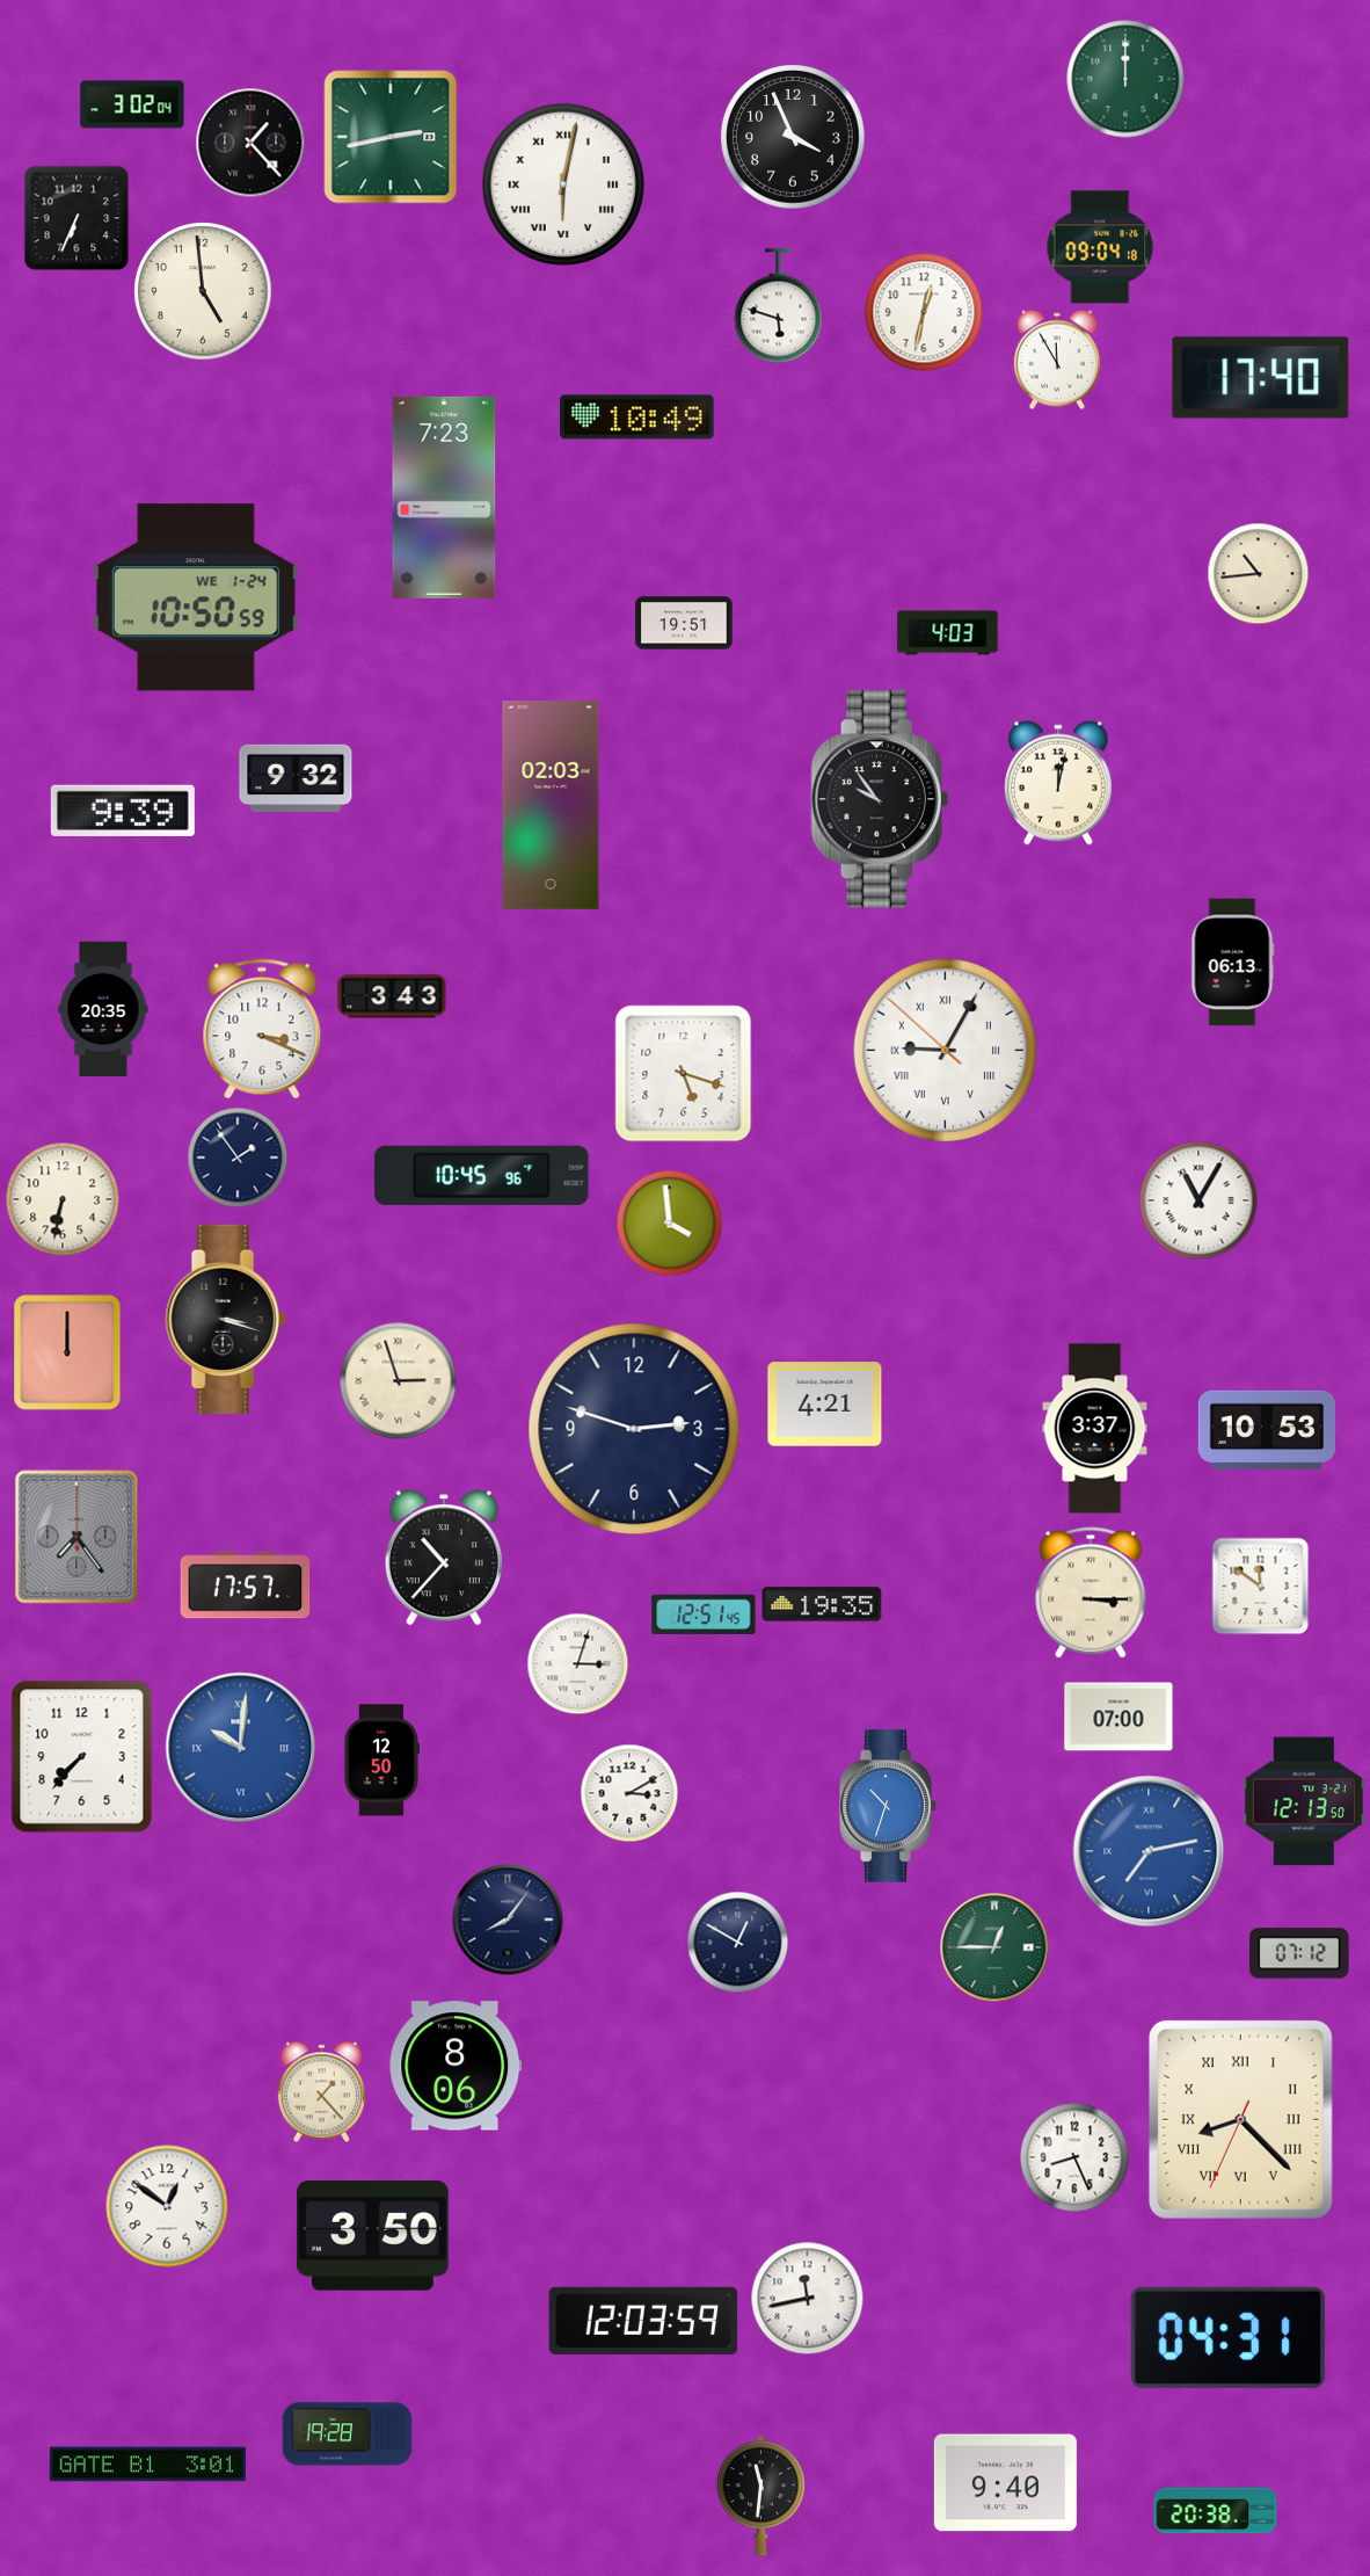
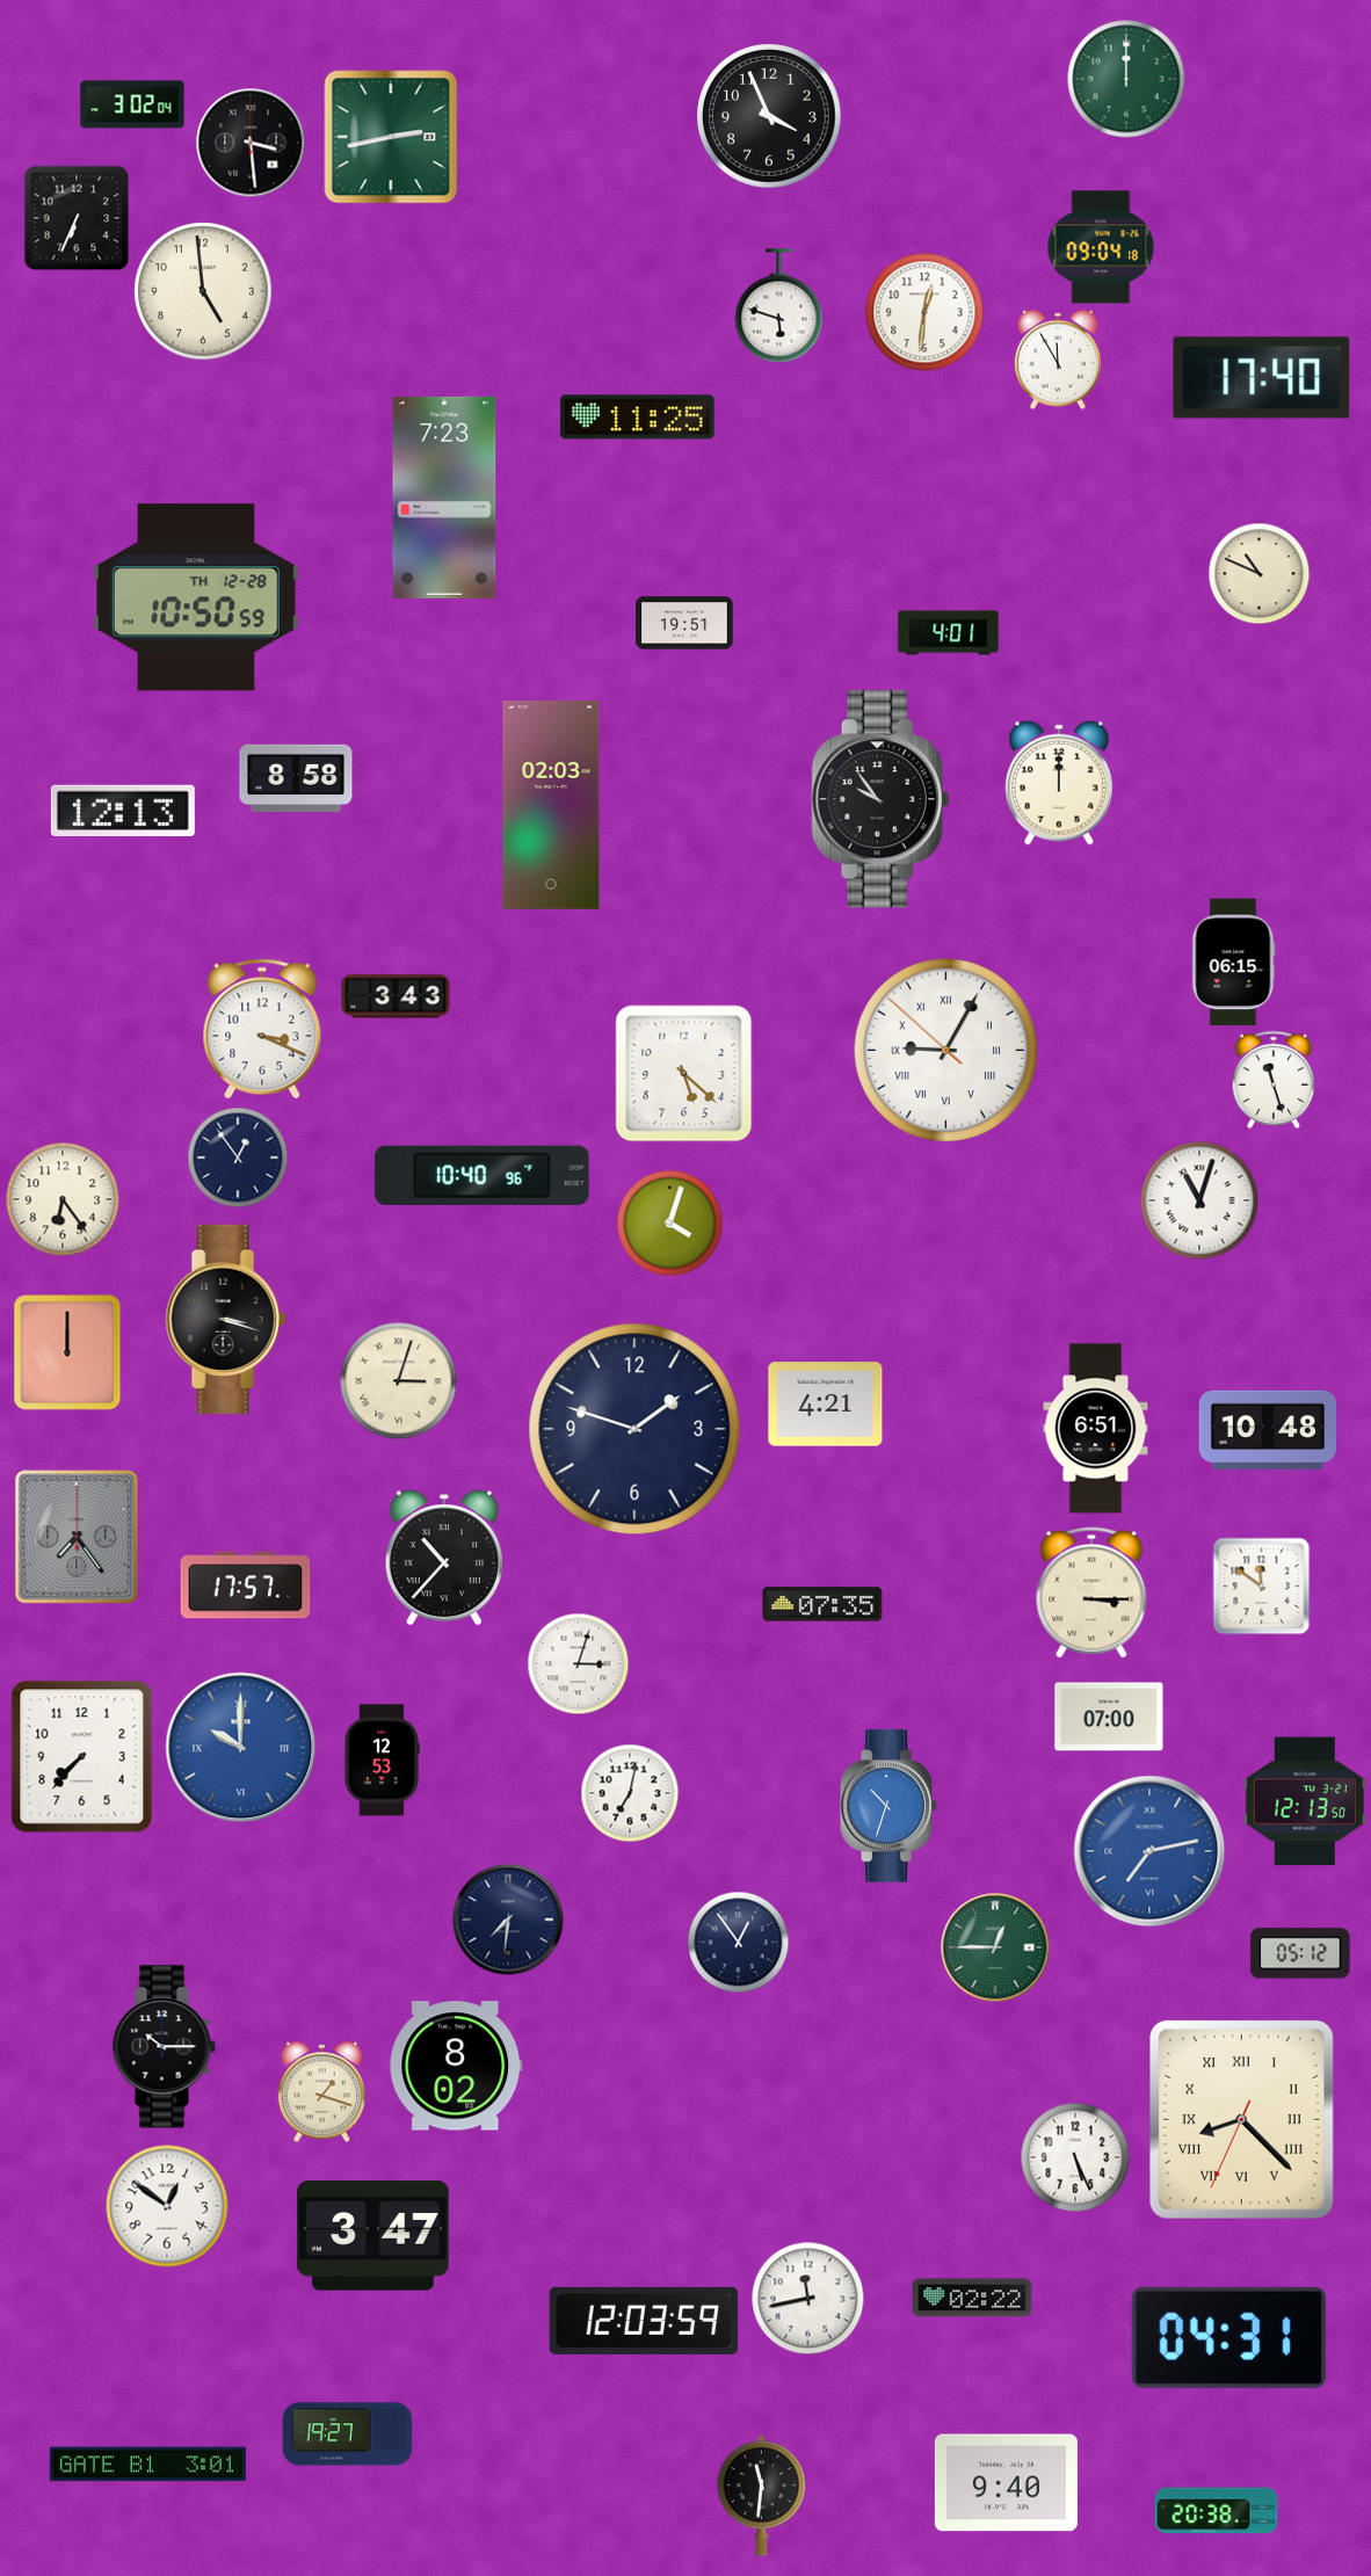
clock at (793, 137) position: (793, 137) -> (769, 116)
clock at (250, 143): 1:23 -> 3:29
clock at (563, 184): 6:02 -> none
clock at (924, 312): 12:32 -> 12:31
clock at (637, 418): 10:49 -> 11:25
clock at (1258, 573): 10:44 -> 10:49
clock at (196, 597) date: WE 1-24 -> TH 12-28
clock at (948, 633): 4:03 -> 4:01
clock at (296, 778): 9:32 -> 8:58
clock at (1058, 783): 12:02 -> 12:00
clock at (123, 811): 9:39 -> 12:13
clock at (1233, 963): 06:13 -> 06:15
clock at (392, 996) position: (392, 996) -> (396, 996)
clock at (103, 1009): 20:35 -> none
clock at (684, 1074): 5:18 -> 5:22
clock at (1274, 1080): none -> 11:27
clock at (238, 1158): 1:54 -> 12:54
clock at (482, 1175): 10:45 -> 10:40
clock at (63, 1199): 6:32 -> 6:24
clock at (1198, 1200): 11:05 -> 11:03
clock at (669, 1222): 3:59 -> 4:03
clock at (399, 1381): 2:57 -> 3:03
clock at (634, 1429): 2:48 -> 1:48
clock at (1095, 1429): 3:37 -> 6:51
clock at (1266, 1430): 10:53 -> 10:48
clock at (822, 1604): 19:35 -> 07:35
clock at (704, 1614): 12:51 -> none
clock at (1118, 1717) position: (1118, 1717) -> (1109, 1717)
clock at (241, 1748): 10:01 -> 10:00
clock at (382, 1761): 12:50 -> 12:53
clock at (629, 1793): 3:10 -> 7:02
clock at (508, 1920): 8:06 -> 7:31
clock at (737, 1942): 12:50 -> 12:54
clock at (1299, 1953): 07:12 -> 05:12
clock at (164, 2047): none -> 10:15
clock at (456, 2066): 8:06 -> 8:02
clock at (321, 2091): 1:23 -> 1:18
clock at (1074, 2157): 8:26 -> 5:26
clock at (373, 2236): 3:50 -> 3:47
clock at (972, 2298): none -> 02:22
clock at (348, 2434): 19:28 -> 19:27
